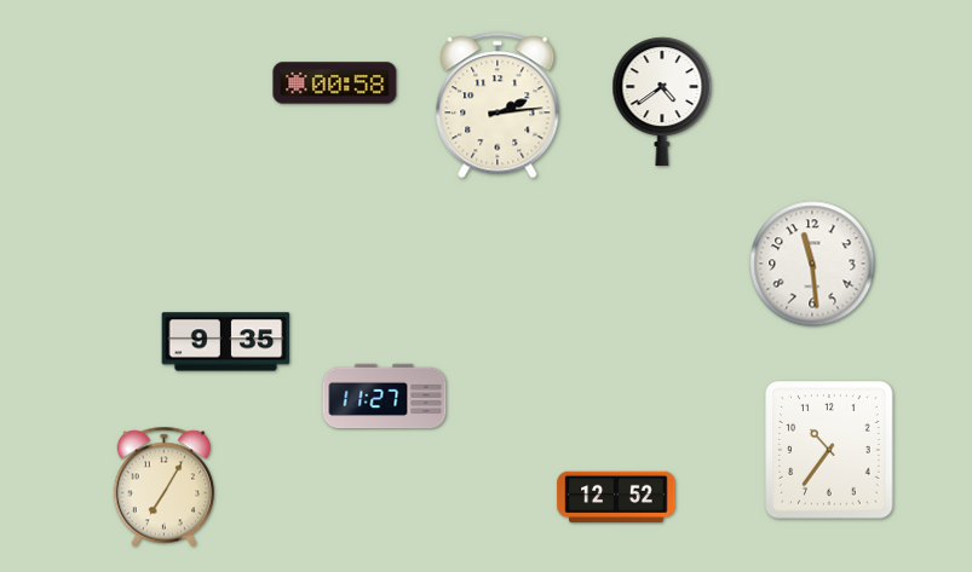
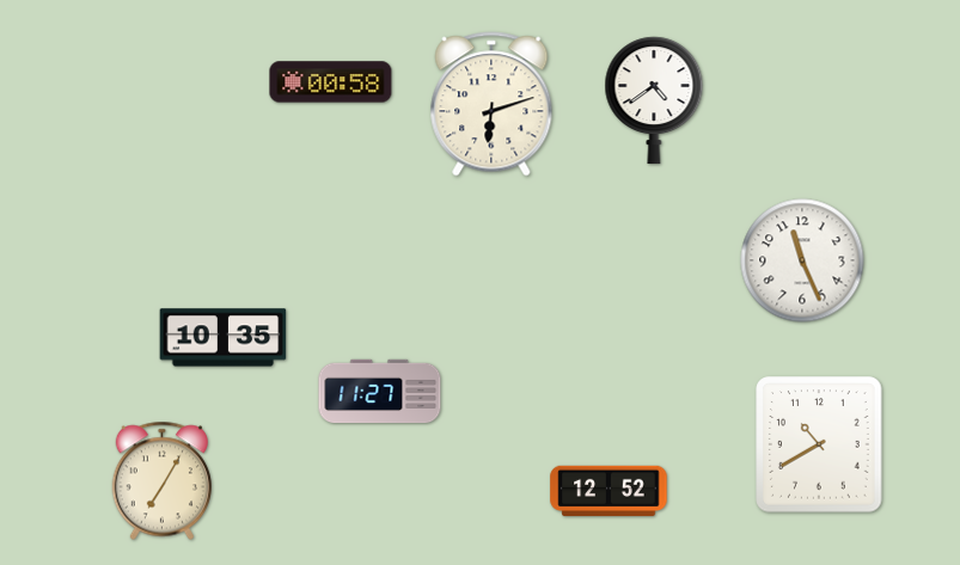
clock at (497, 105): 2:14 -> 6:12
clock at (812, 264): 11:29 -> 11:26
clock at (226, 342): 9:35 -> 10:35
clock at (829, 450): 10:36 -> 10:40
